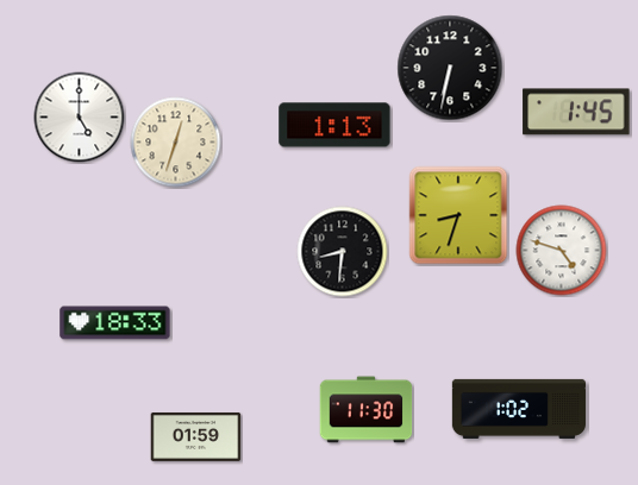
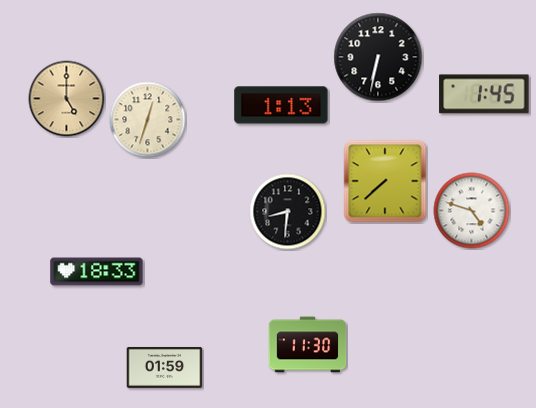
clock at (80, 118) dial: white -> champagne
clock at (458, 215): 8:33 -> 7:38
clock at (519, 409): 1:02 -> none
